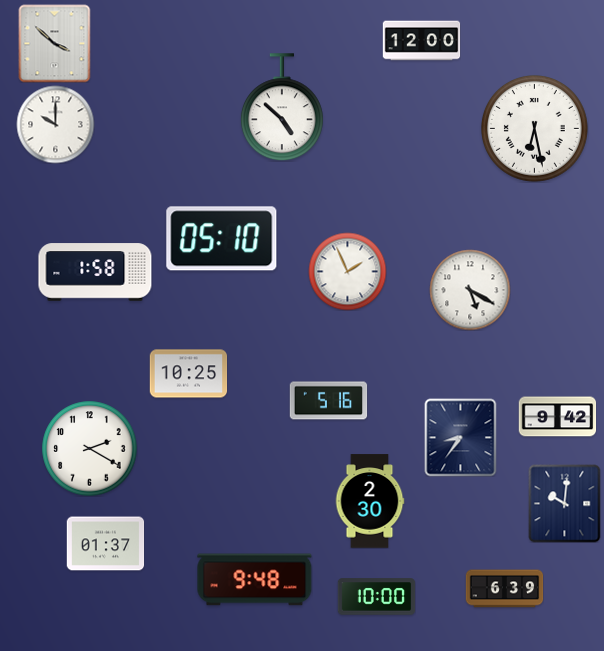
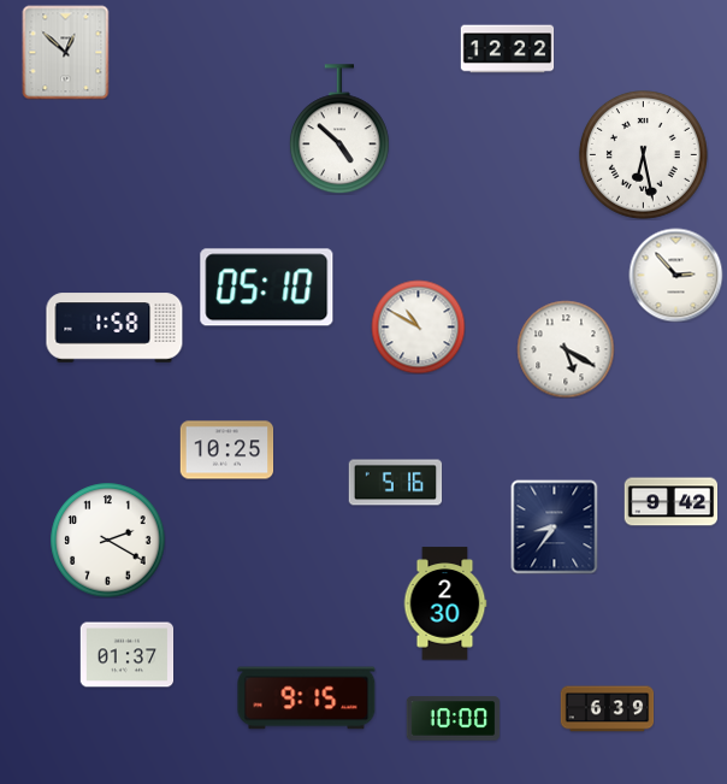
clock at (421, 41): 12:00 -> 12:22
clock at (55, 43): 3:52 -> 12:52
clock at (55, 124): 10:00 -> none
clock at (675, 275): none -> 2:53
clock at (347, 271): 1:56 -> 10:50
clock at (565, 503): 10:01 -> none
clock at (255, 580): 9:48 -> 9:15
